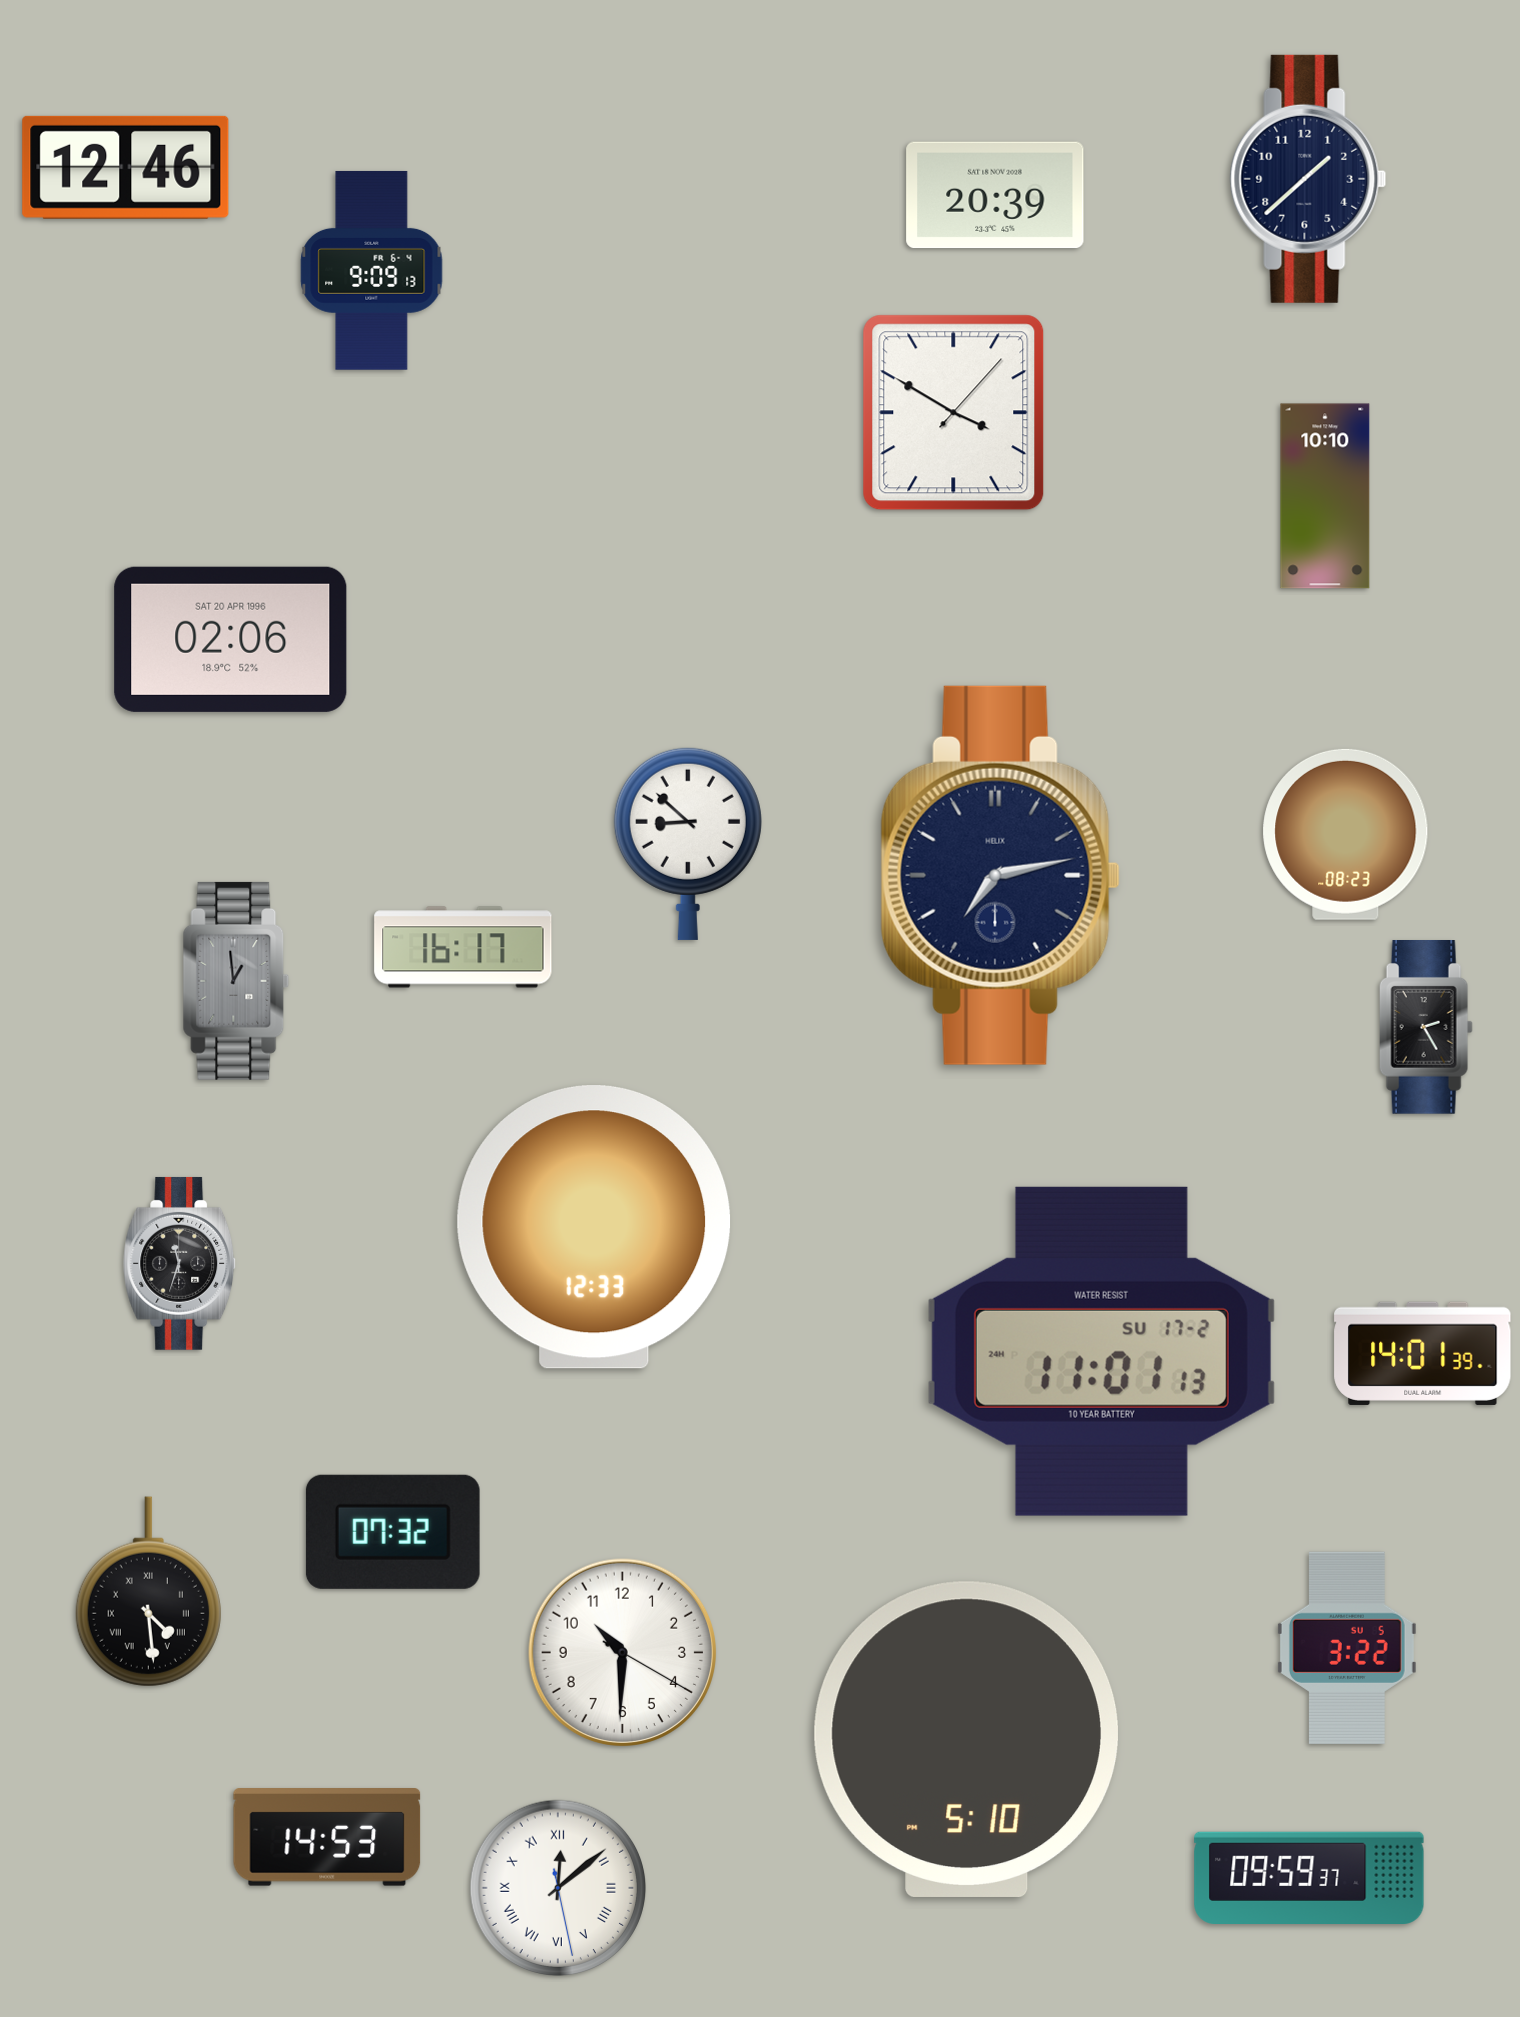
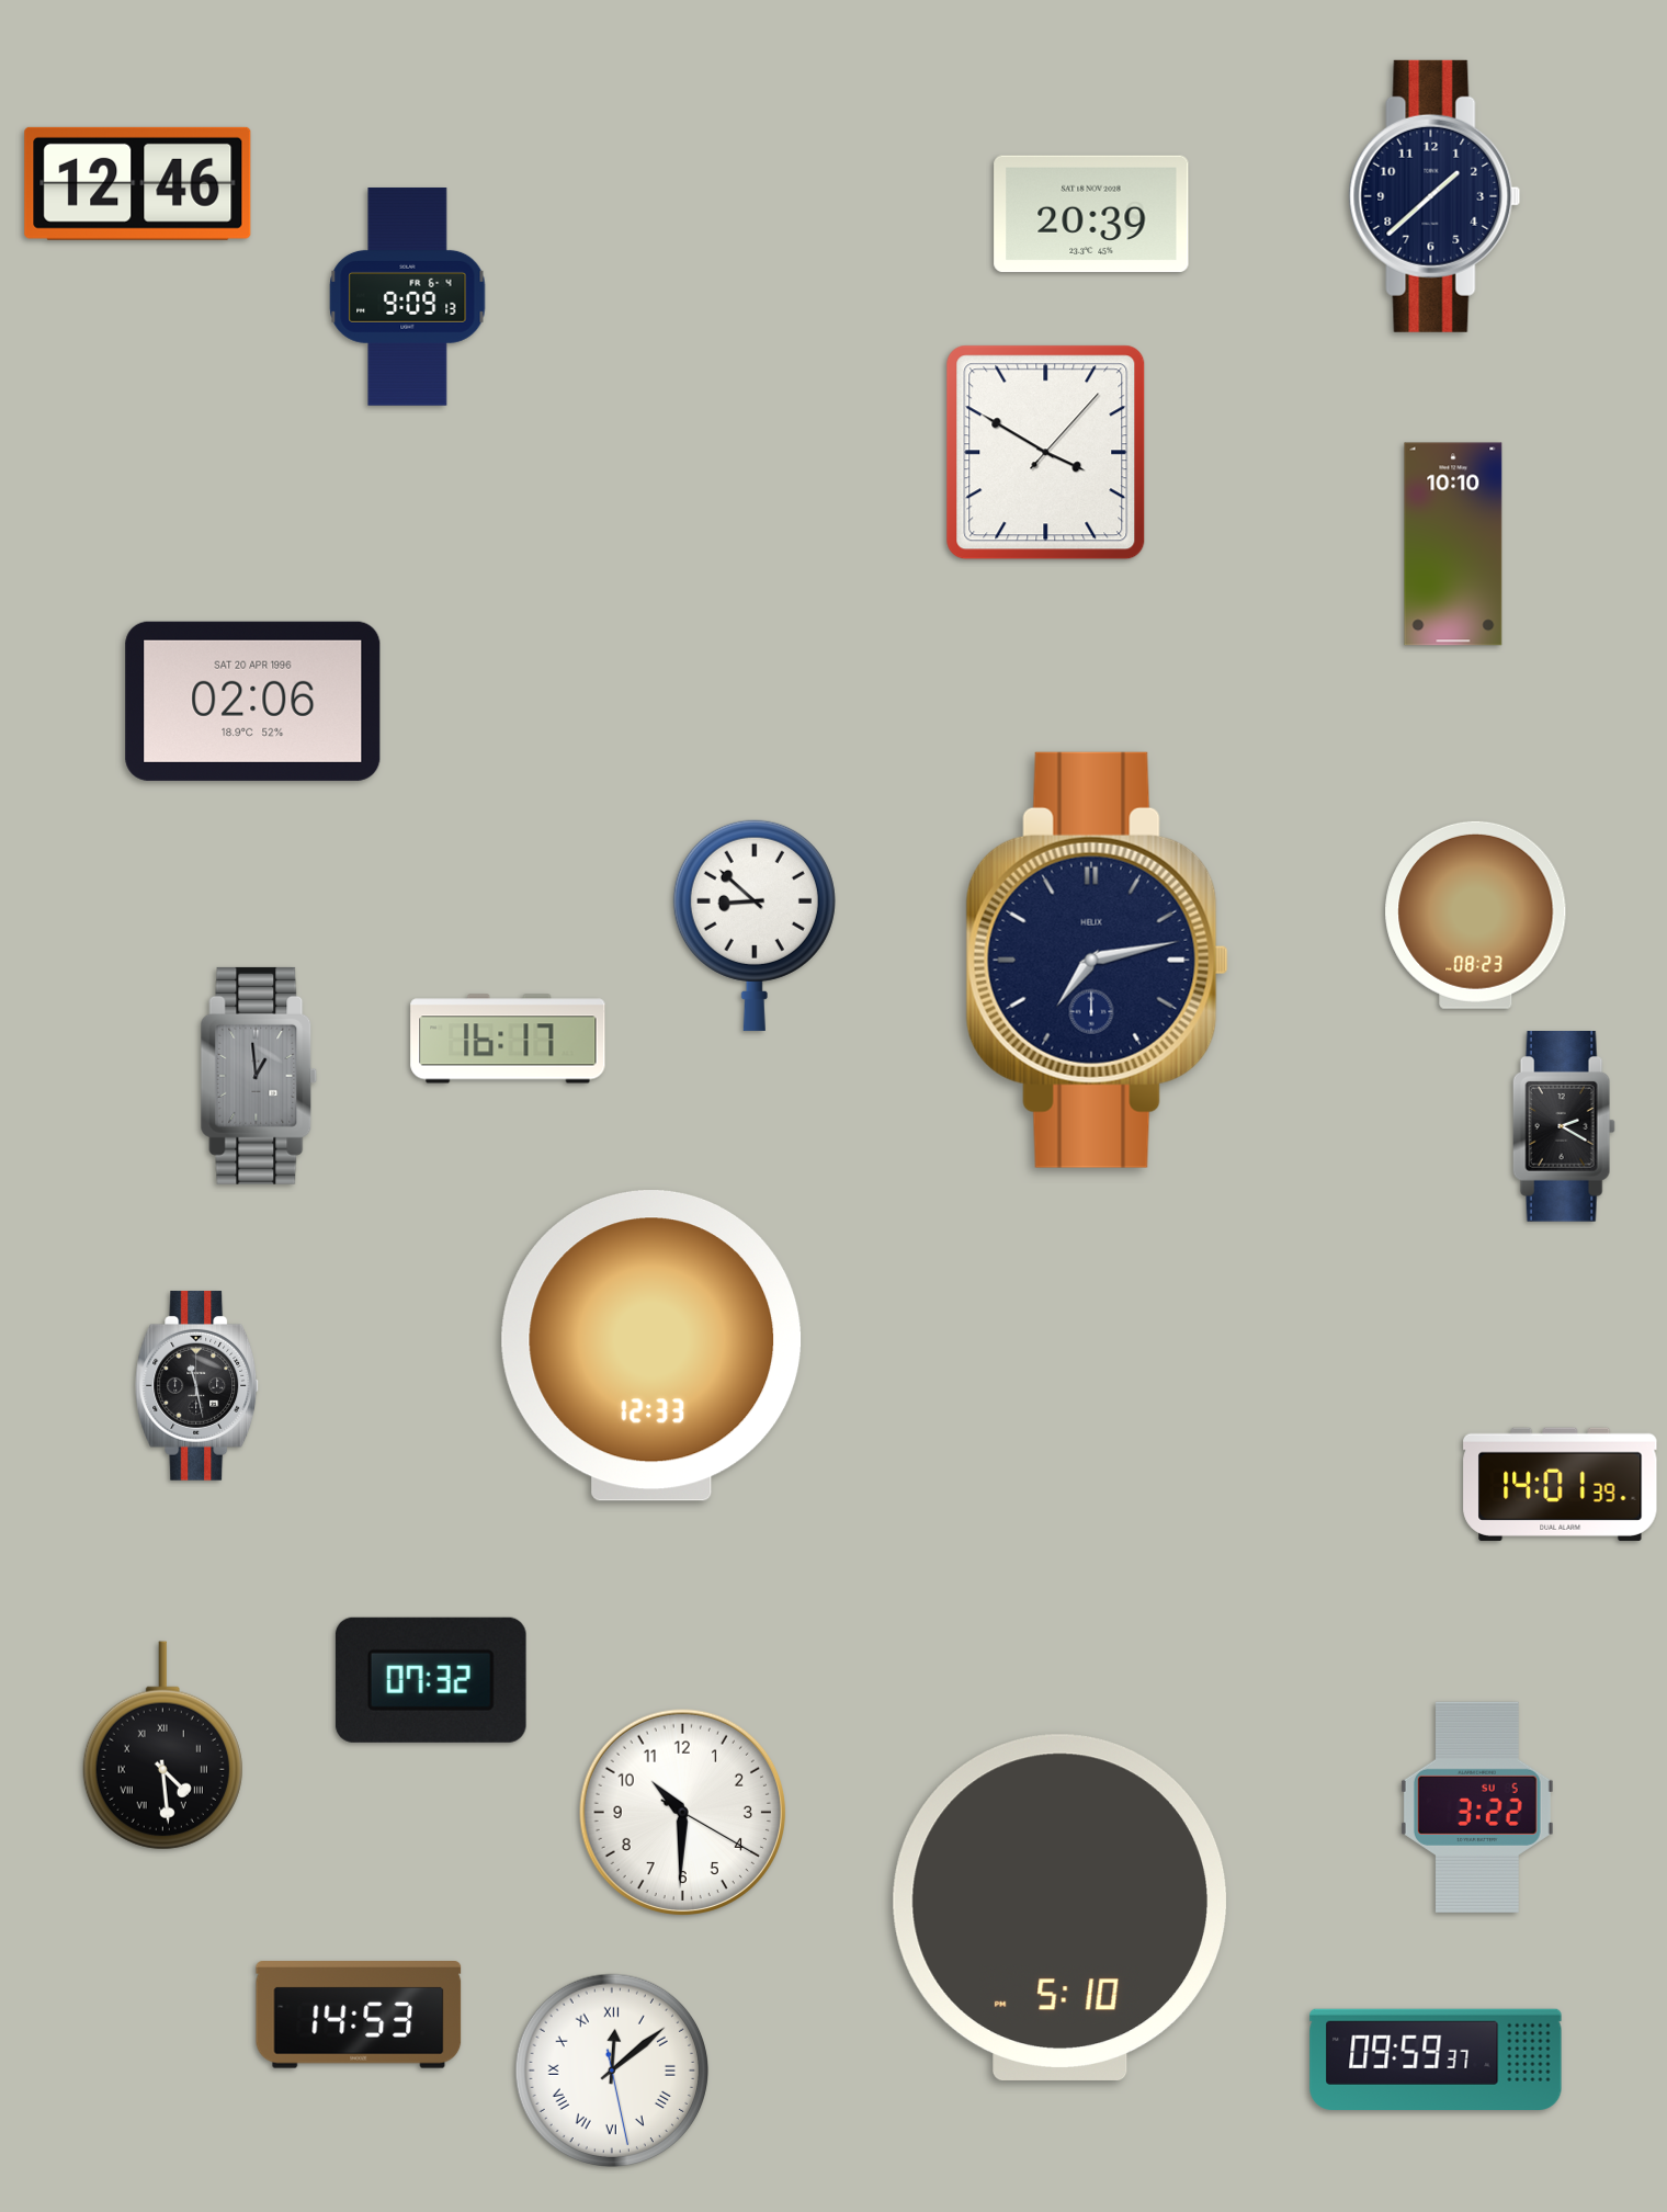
clock at (1426, 1028): 2:25 -> 2:20
clock at (180, 1263): 11:33 -> 11:28
clock at (1101, 1351): 11:01 -> none
